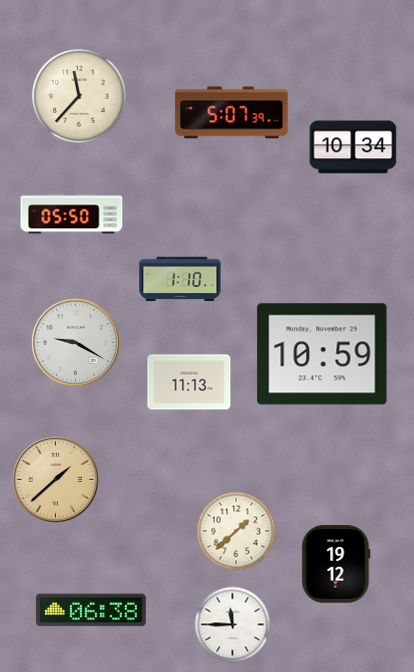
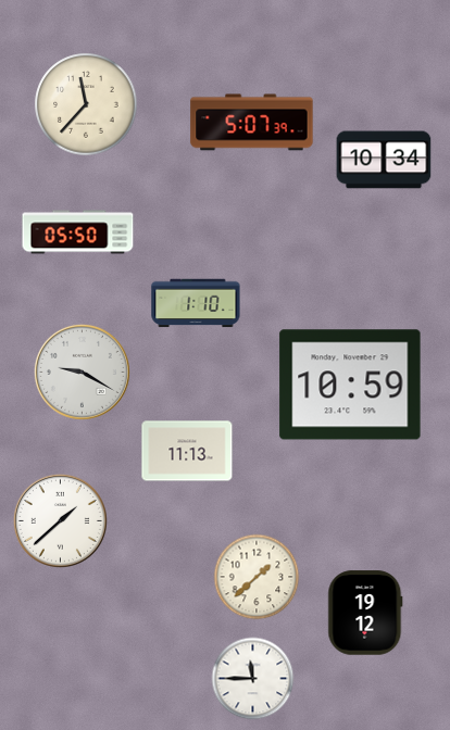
clock at (189, 382) position: (189, 382) -> (187, 451)
clock at (55, 479) dial: champagne -> white
clock at (91, 610): 06:38 -> none
